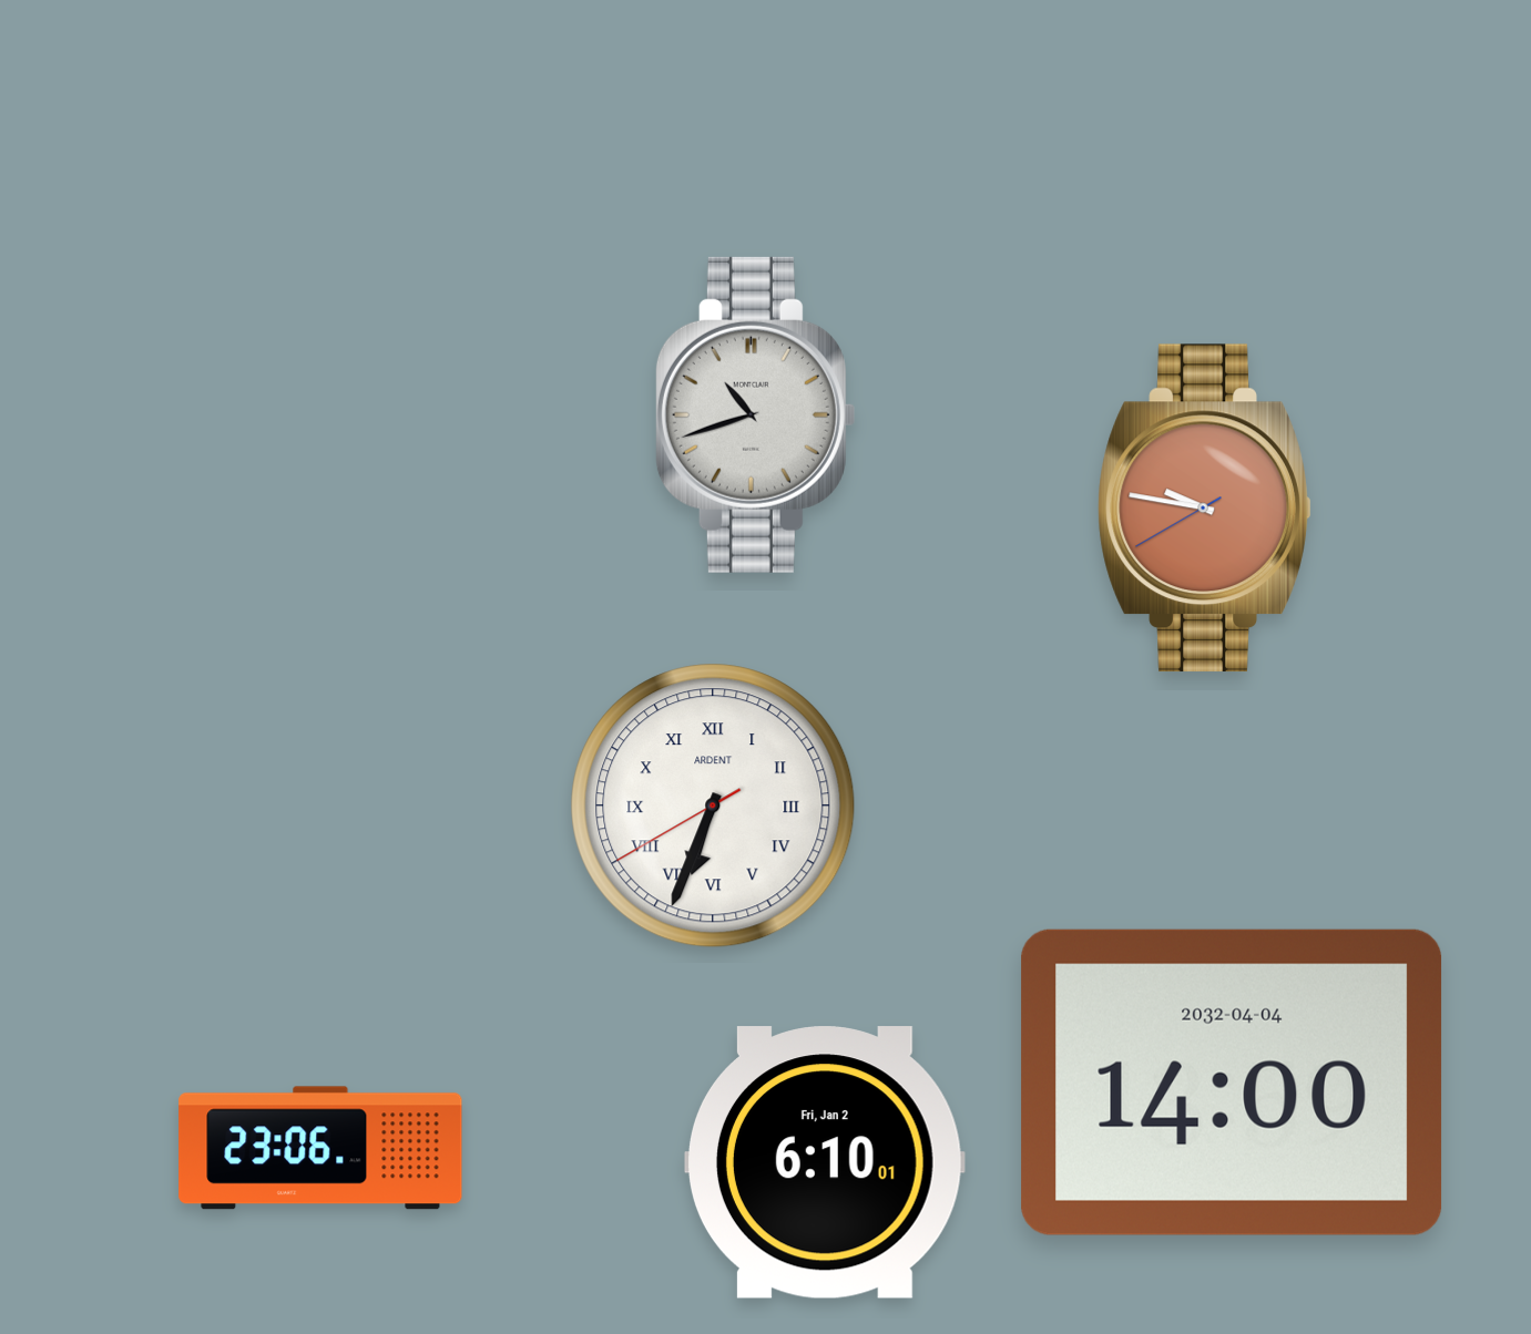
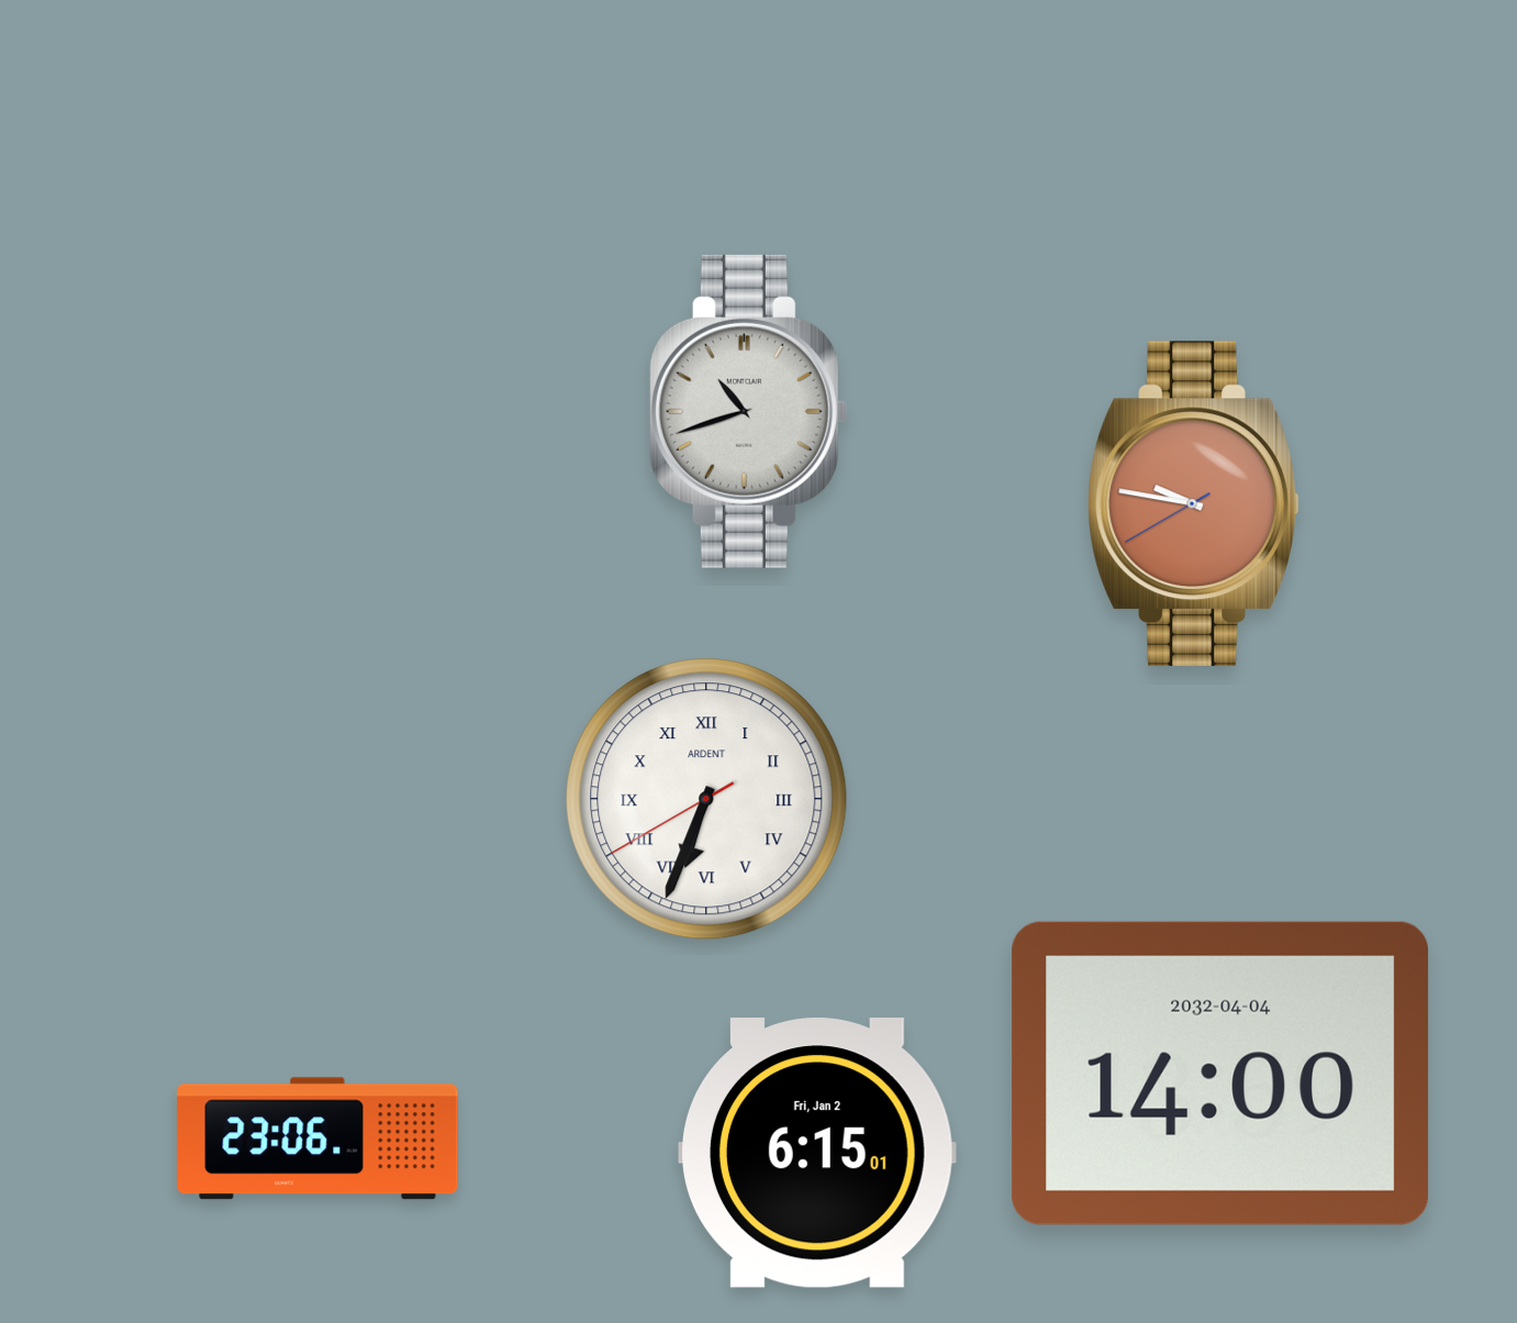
clock at (825, 1162): 6:10 -> 6:15
